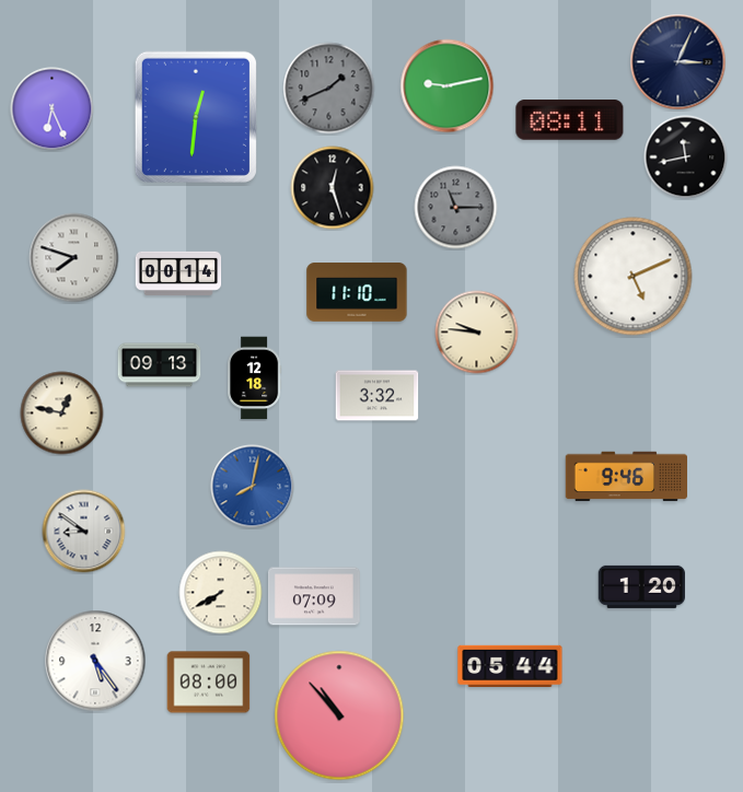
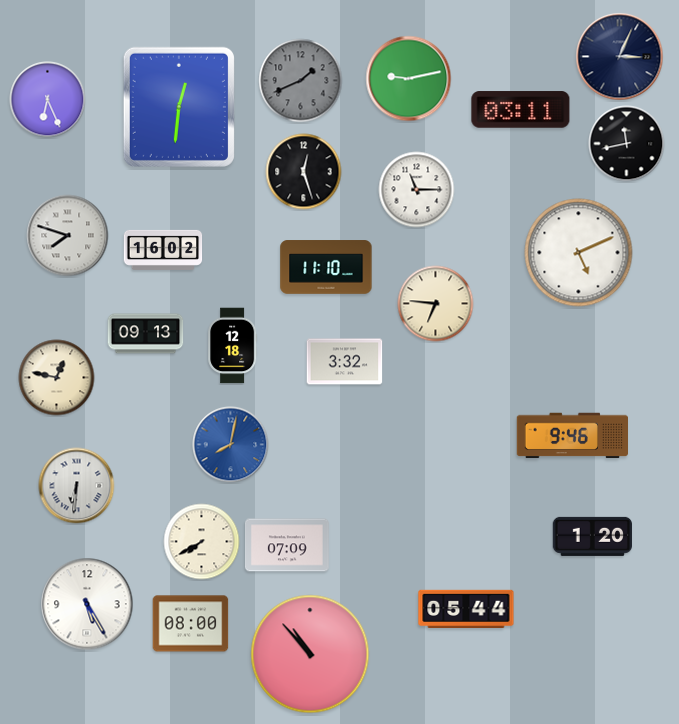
clock at (570, 120): 08:11 -> 03:11
clock at (456, 208) dial: grey -> white
clock at (178, 273): 00:14 -> 16:02
clock at (477, 333): 9:46 -> 6:46
clock at (84, 532): 8:51 -> 6:31
clock at (641, 586) position: (641, 586) -> (592, 536)
clock at (95, 661): 5:24 -> 5:25
